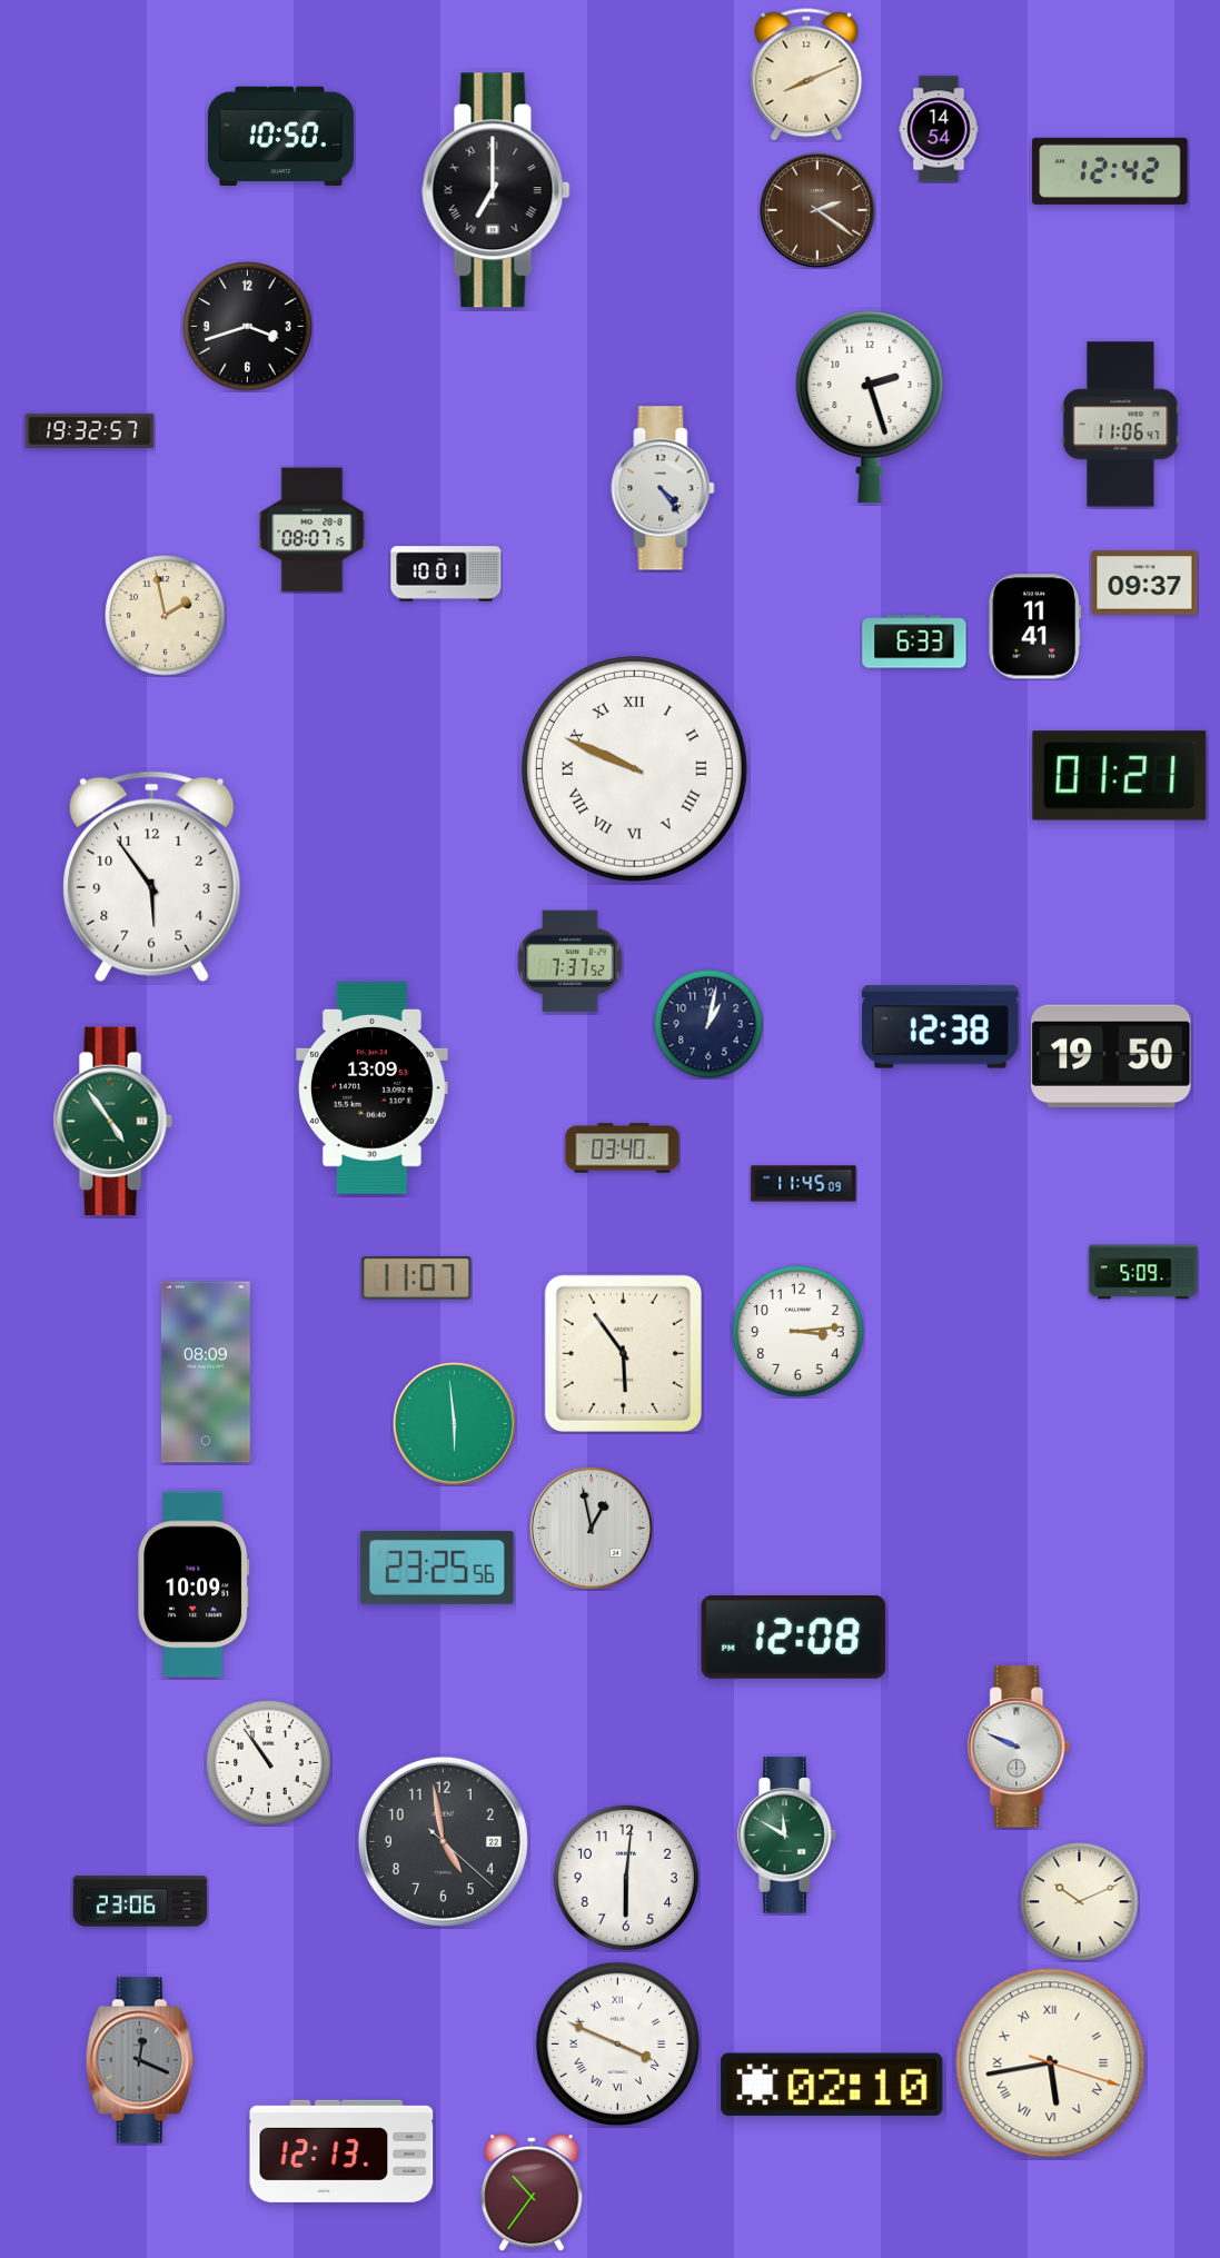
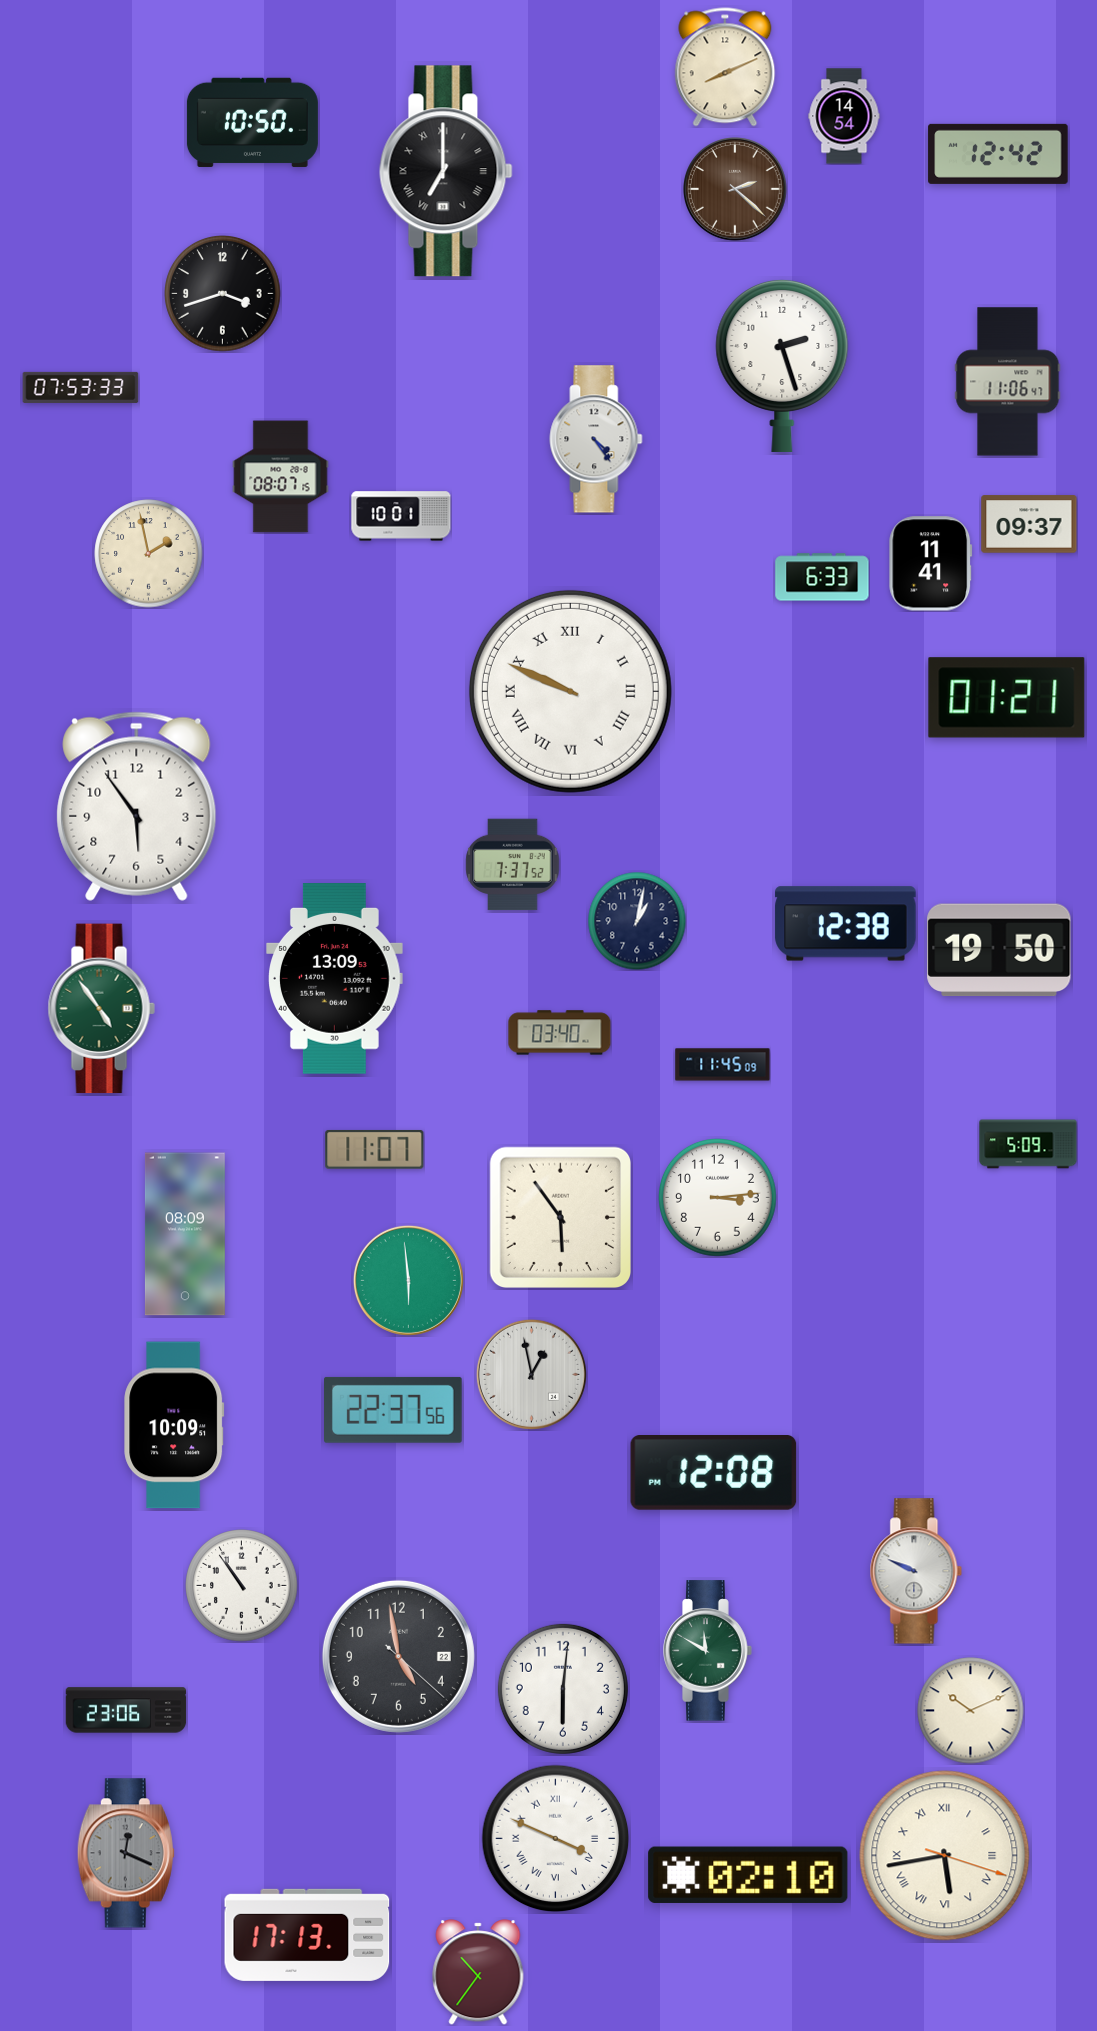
clock at (819, 211): 2:21 -> 2:22
clock at (90, 430): 19:32 -> 07:53
clock at (152, 876) position: (152, 876) -> (137, 806)
clock at (438, 1568): 23:25 -> 22:37
clock at (341, 2151): 12:13 -> 17:13
